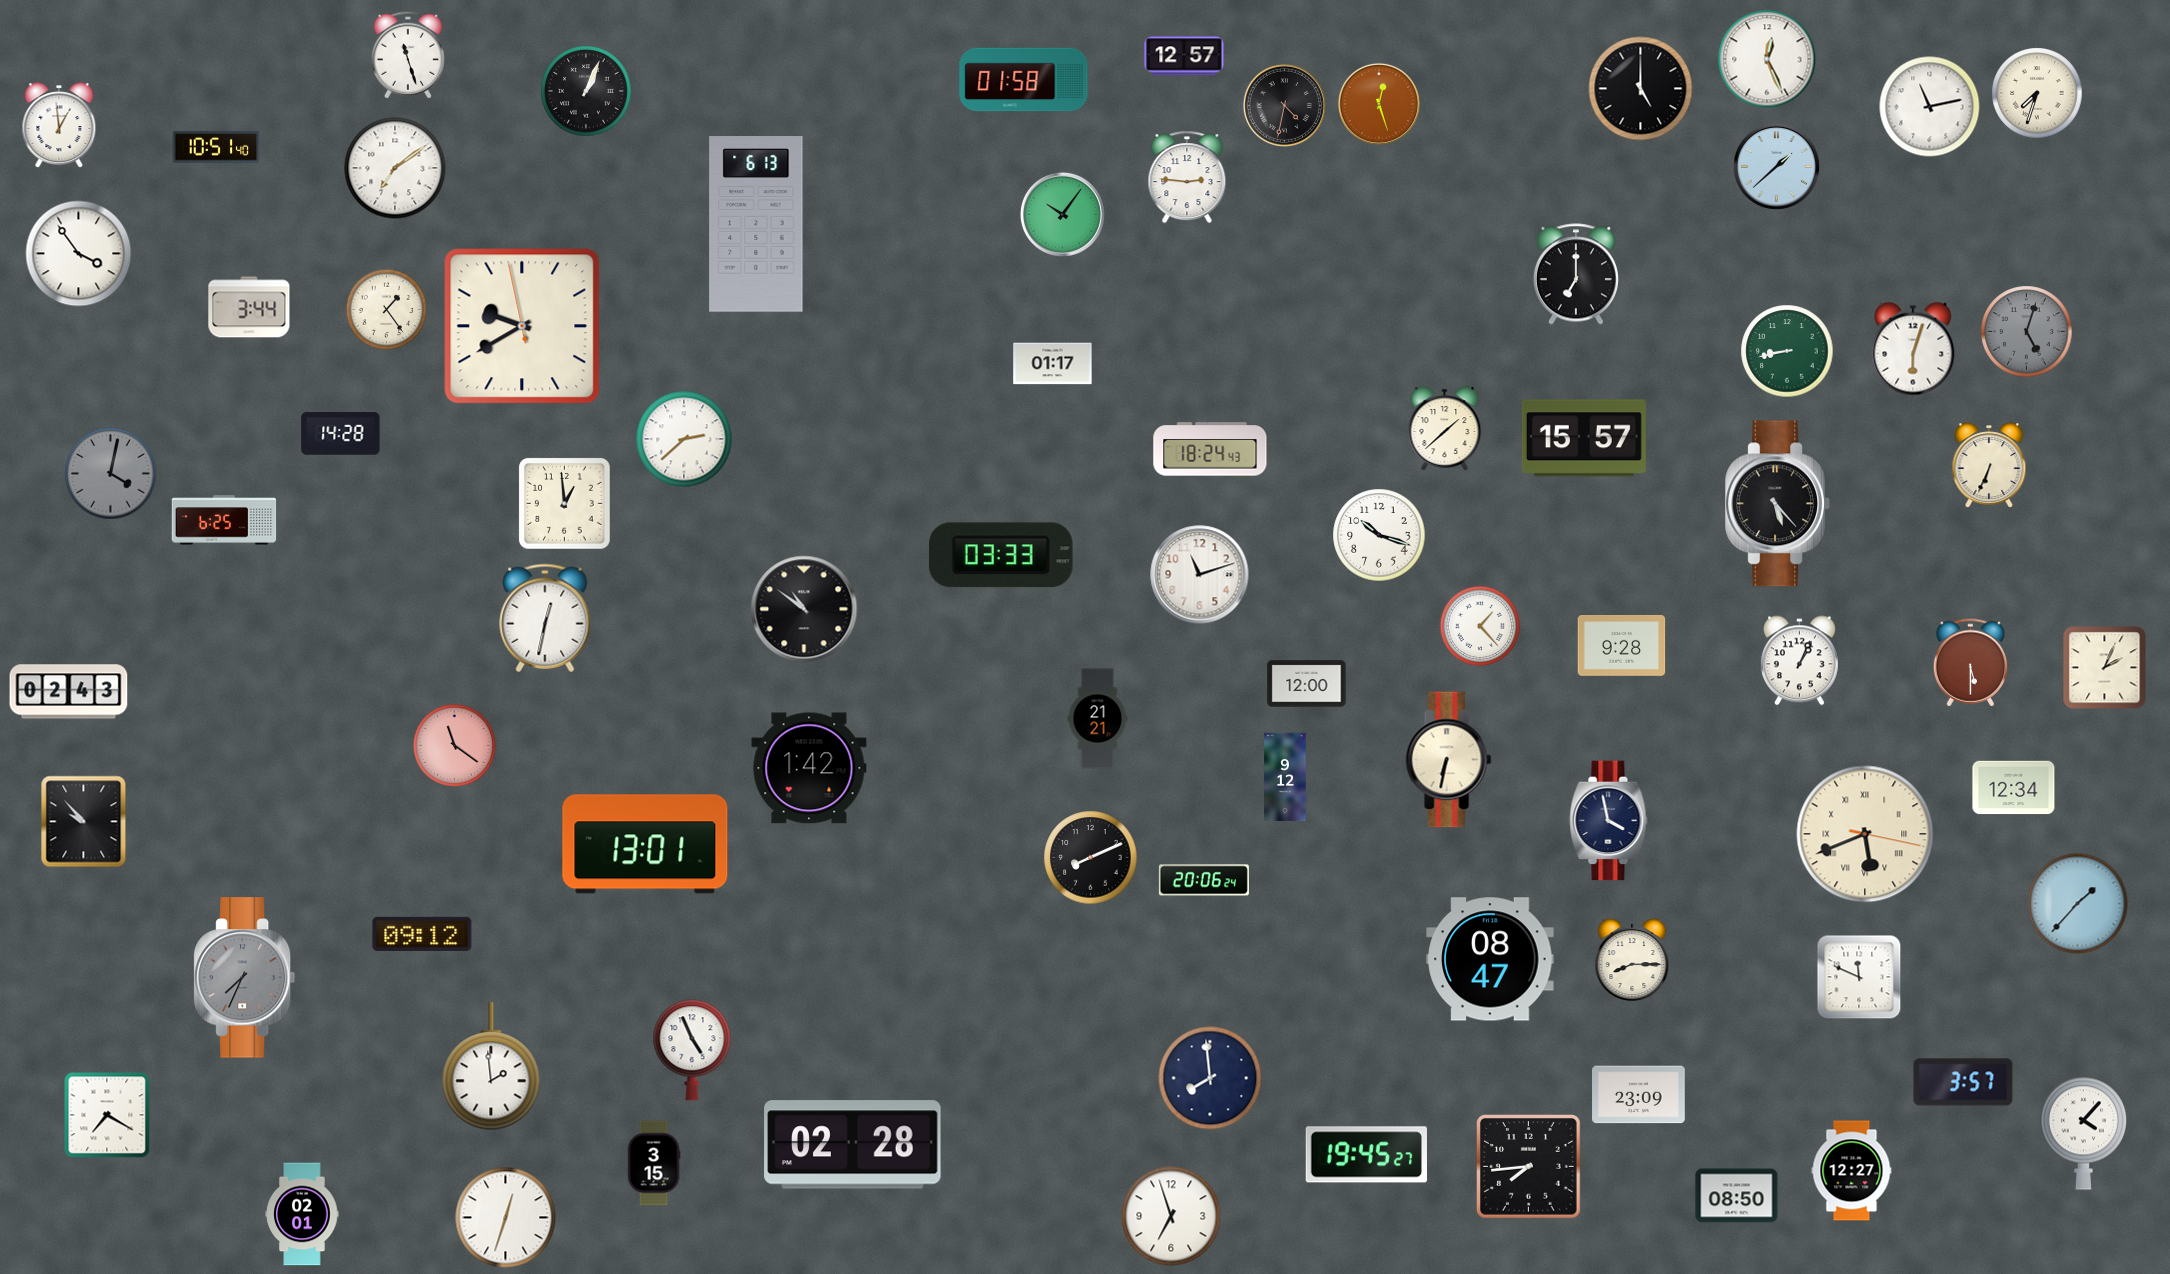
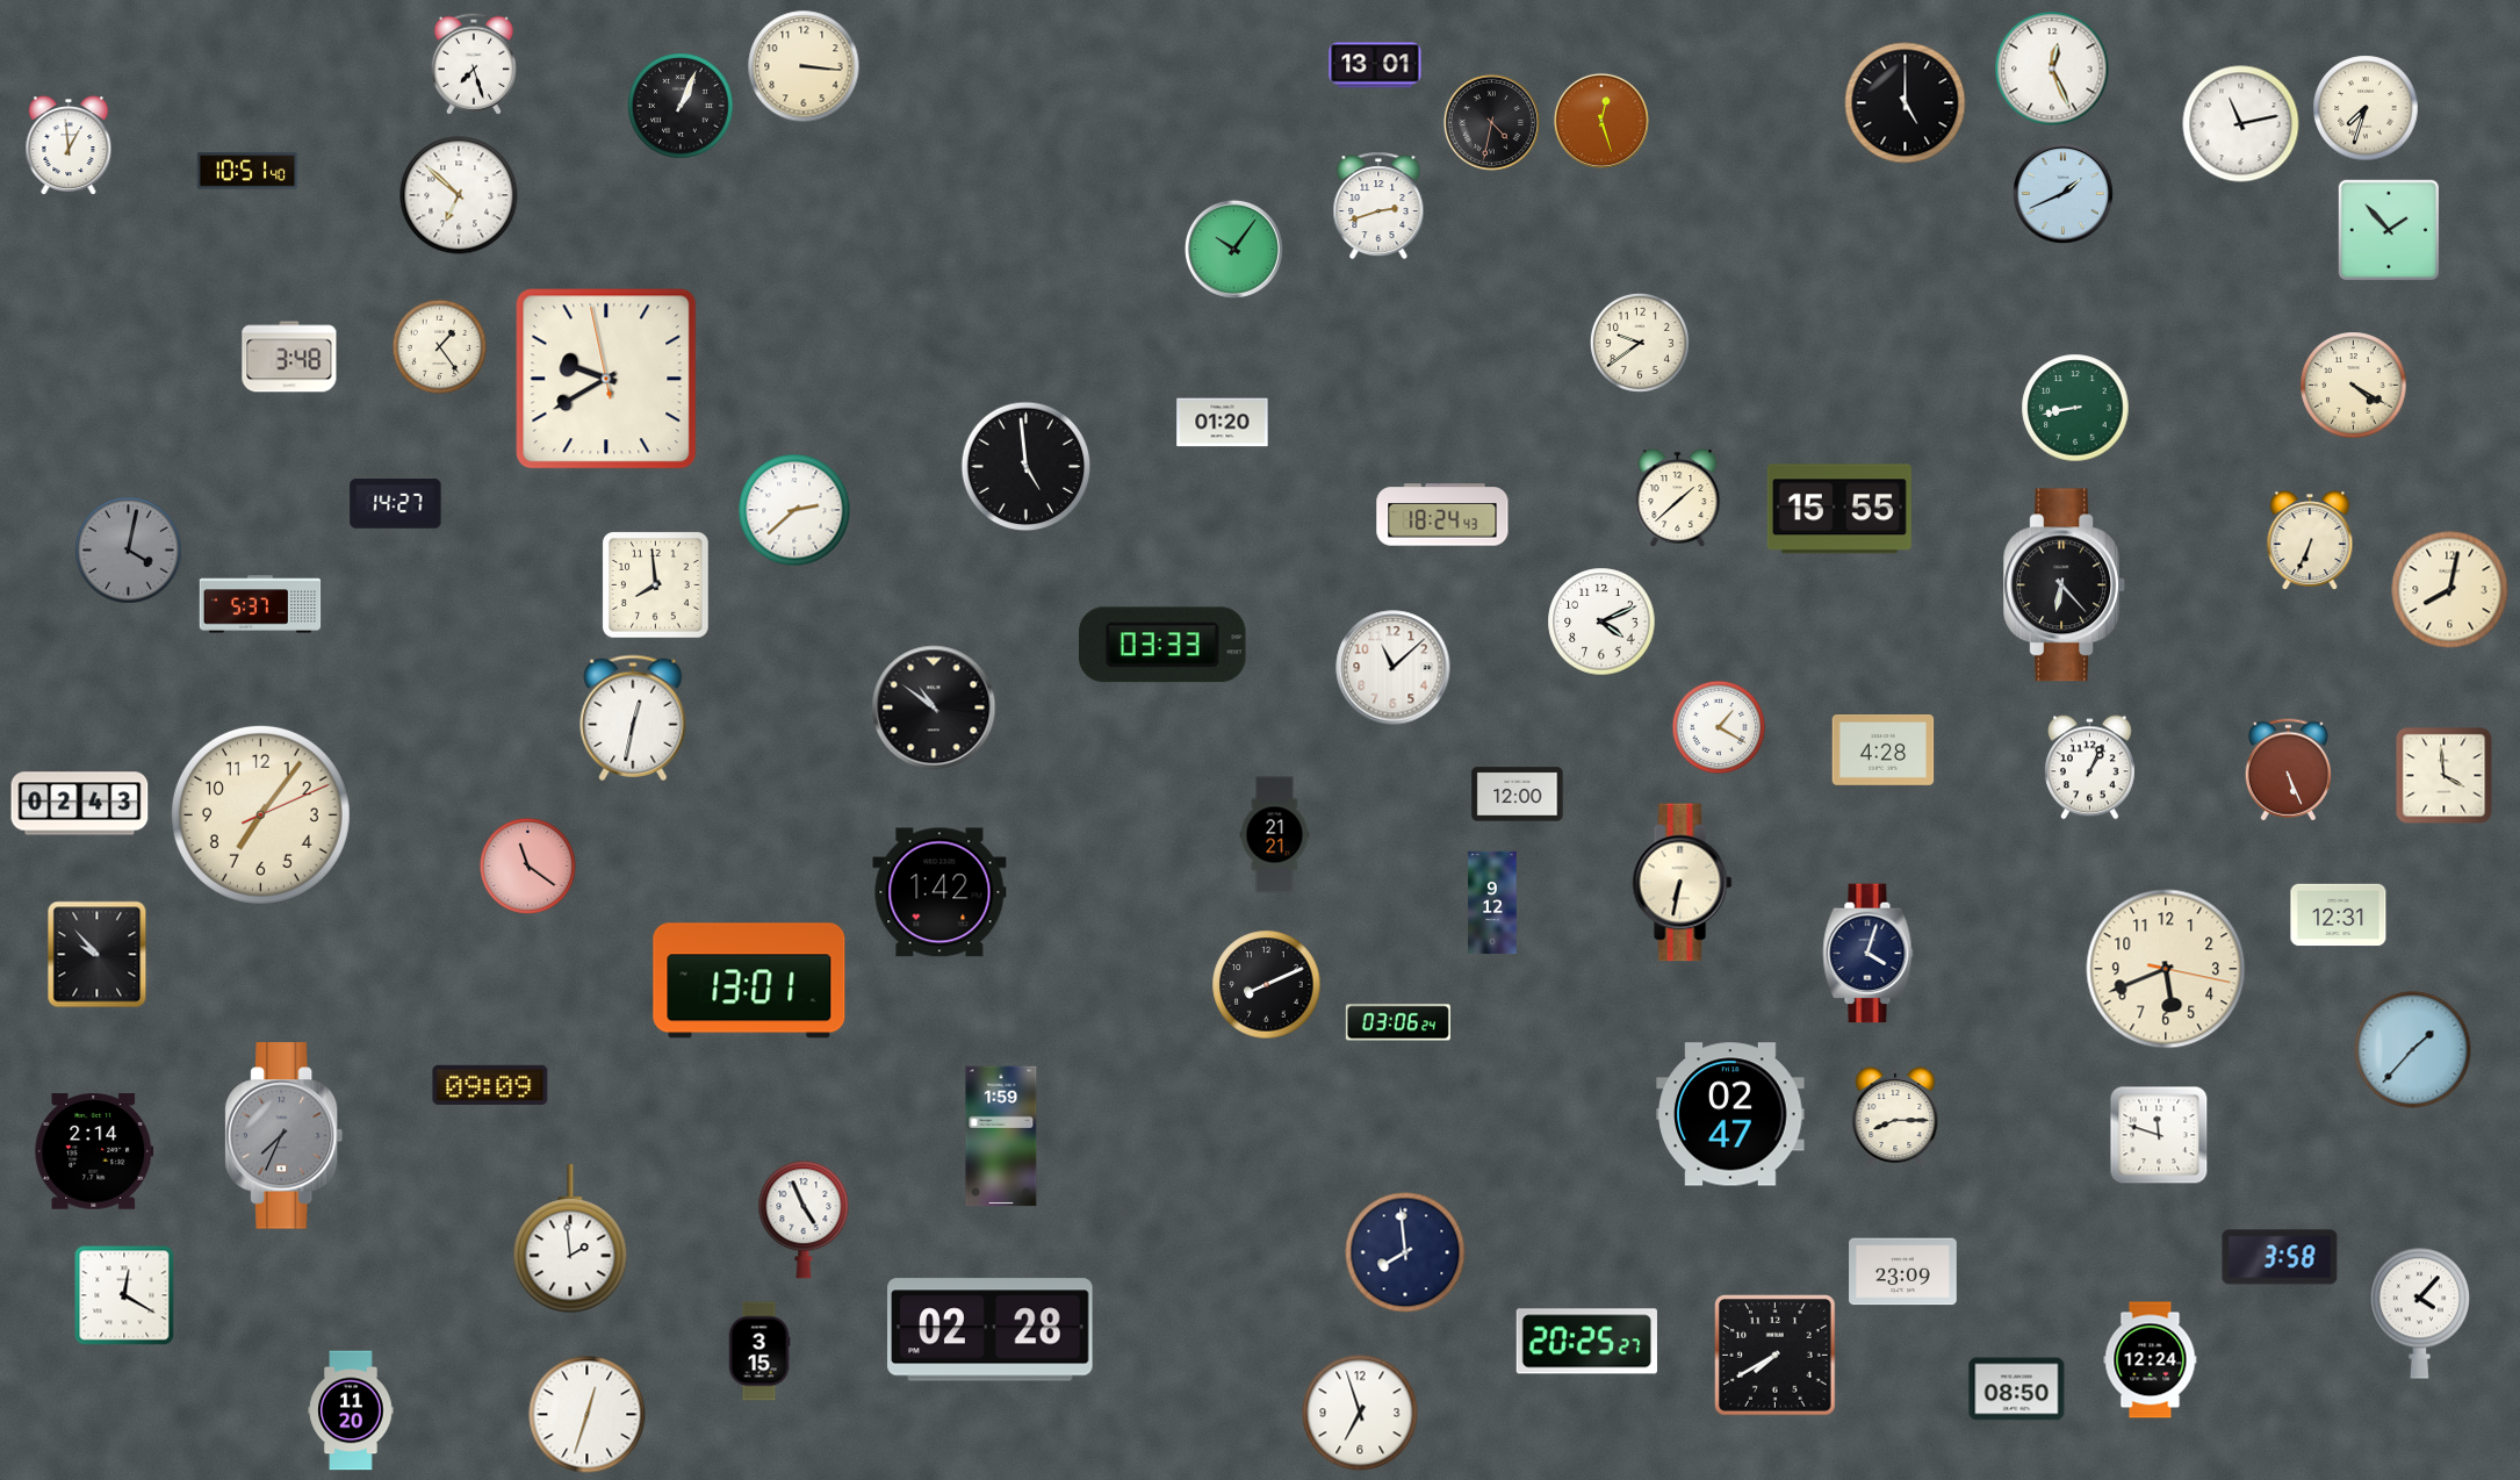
clock at (408, 55): 11:27 -> 7:27
clock at (1184, 56): 12:57 -> 13:01
clock at (804, 66): none -> 3:16
clock at (1024, 80): 01:58 -> none
clock at (216, 147) position: (216, 147) -> (247, 171)
clock at (1776, 166): 1:38 -> 1:41
clock at (395, 168): 7:09 -> 6:52
clock at (1187, 177): 2:46 -> 2:42
clock at (2389, 230): none -> 1:53
clock at (756, 224): 6:13 -> none
clock at (79, 254): 3:54 -> none
clock at (1576, 274): 7:00 -> none
clock at (1640, 343): none -> 9:39
clock at (249, 307): 3:44 -> 3:48
clock at (387, 310) position: (387, 310) -> (440, 347)
clock at (2027, 332): 5:03 -> 4:20
clock at (2027, 332) dial: grey -> cream
clock at (1913, 350): 6:03 -> none
clock at (1053, 364): 01:17 -> 01:20
clock at (1027, 467): none -> 4:59
clock at (341, 434): 14:28 -> 14:27
clock at (1584, 438): 15:57 -> 15:55
clock at (1210, 449) position: (1210, 449) -> (1442, 515)
clock at (565, 504): 12:59 -> 7:59
clock at (1778, 504): 5:23 -> 6:23
clock at (2450, 590): none -> 8:02
clock at (224, 520): 6:25 -> 5:37
clock at (1379, 535): 10:18 -> 4:11
clock at (1200, 575): 11:12 -> 11:08
clock at (1480, 626): 1:23 -> 1:20
clock at (1622, 646): 9:28 -> 4:28
clock at (1970, 663): 5:30 -> 5:26
clock at (2105, 668): 2:04 -> 3:59
clock at (260, 814): none -> 7:06
clock at (2014, 788): 12:34 -> 12:31
clock at (1609, 821): 3:58 -> 4:03
clock at (1865, 834) numerals: Roman -> Arabic
clock at (1091, 858) position: (1091, 858) -> (1267, 985)
clock at (1204, 880): 20:06 -> 03:06
clock at (422, 934): 09:12 -> 09:09
clock at (1490, 959): 08:47 -> 02:47
clock at (1859, 977): 11:49 -> 11:48
clock at (1001, 1136): none -> 1:59
clock at (94, 1151): none -> 2:14
clock at (1963, 1082): 3:57 -> 3:58
clock at (107, 1115): 7:20 -> 12:20
clock at (2083, 1133) position: (2083, 1133) -> (2419, 1313)
clock at (1366, 1155): 19:45 -> 20:25
clock at (1529, 1167): 7:44 -> 7:40
clock at (1852, 1171): 12:27 -> 12:24
clock at (302, 1214): 02:01 -> 11:20
